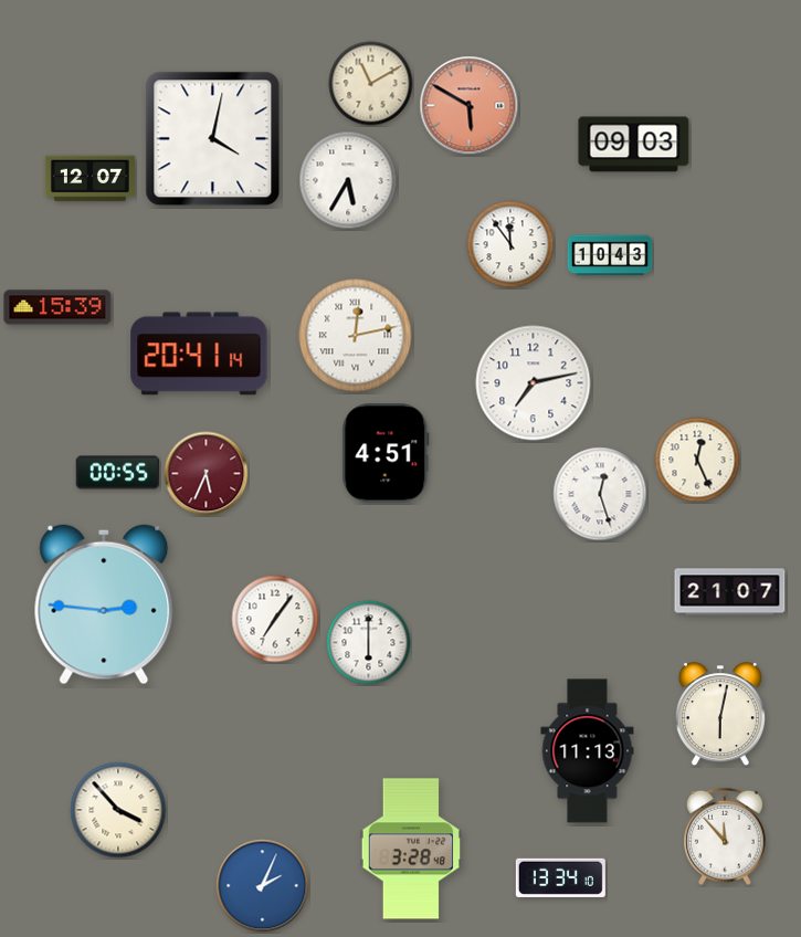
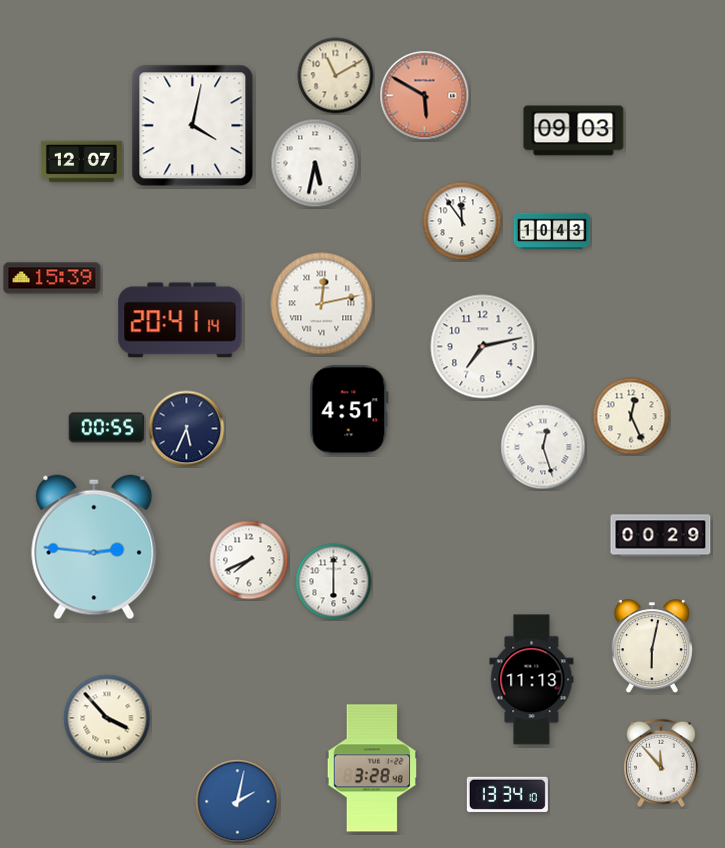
clock at (348, 180): 5:35 -> 5:32
clock at (207, 474) dial: burgundy -> navy
clock at (730, 592): 21:07 -> 00:29
clock at (275, 619): 7:06 -> 7:41
clock at (118, 810) position: (118, 810) -> (107, 718)
clock at (725, 836) position: (725, 836) -> (661, 763)
clock at (263, 886): 2:04 -> 2:02
